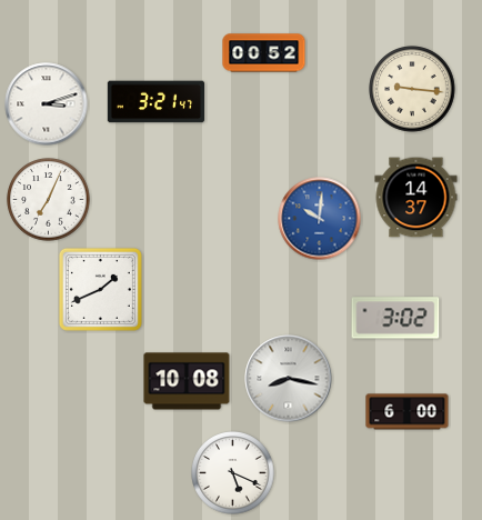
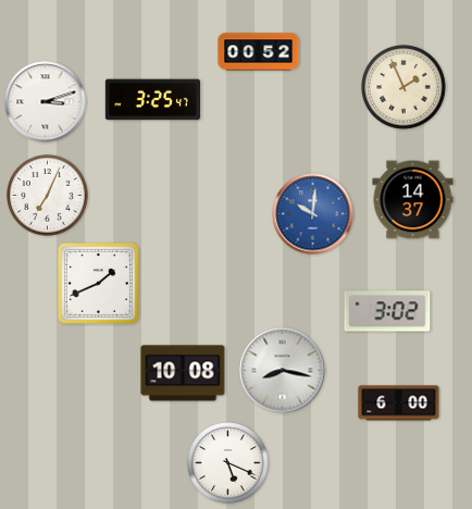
clock at (412, 89): 9:16 -> 1:56
clock at (155, 102): 3:21 -> 3:25
clock at (416, 198) position: (416, 198) -> (413, 200)
